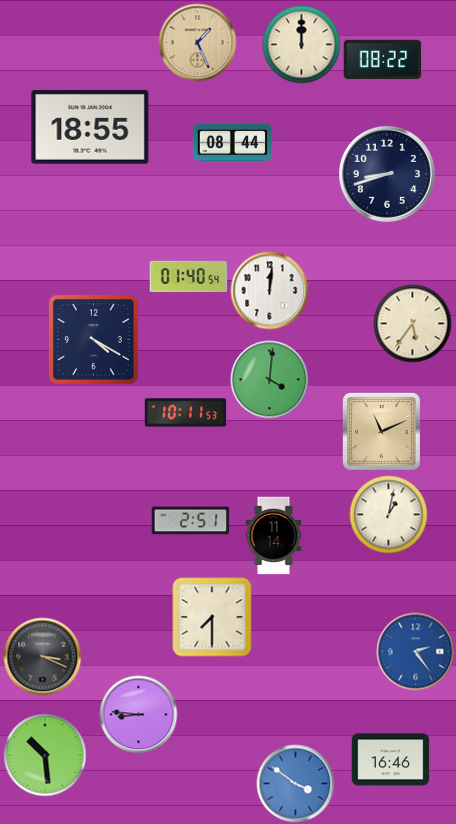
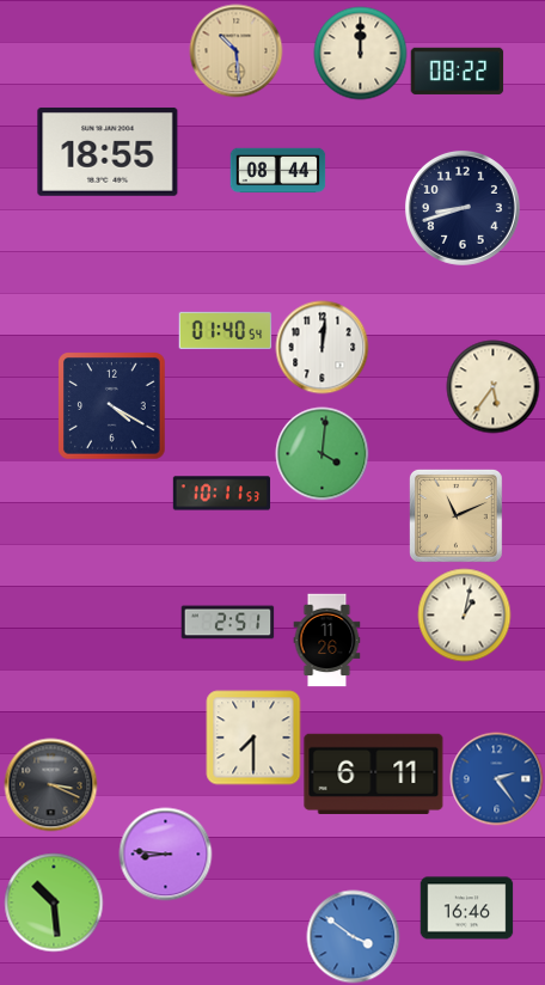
clock at (197, 42): 1:26 -> 10:29
clock at (274, 535): 11:14 -> 11:26
clock at (374, 773): none -> 6:11
